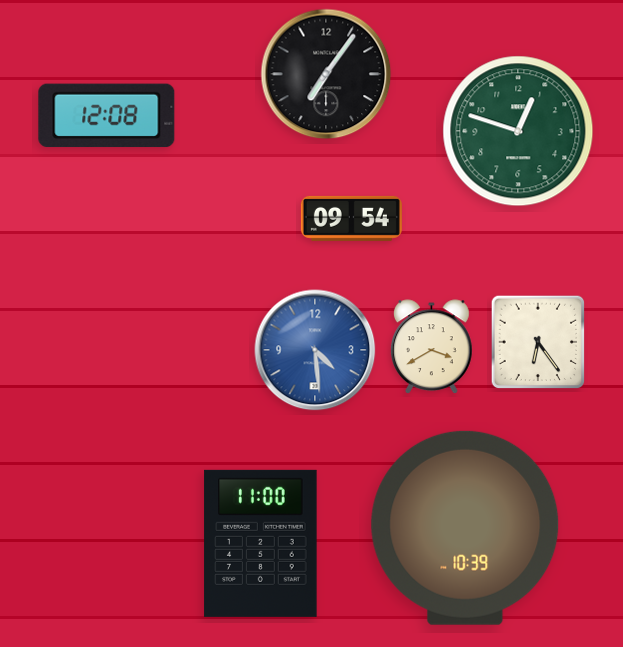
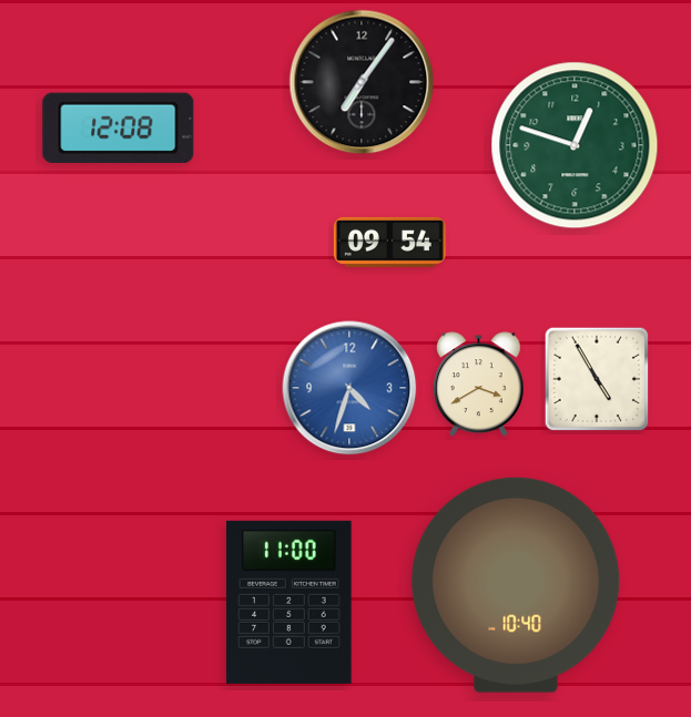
clock at (538, 342): 6:24 -> 4:55
clock at (315, 350): 4:29 -> 4:33
clock at (465, 528): 10:39 -> 10:40
